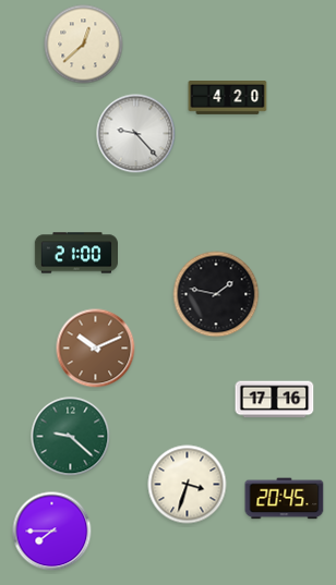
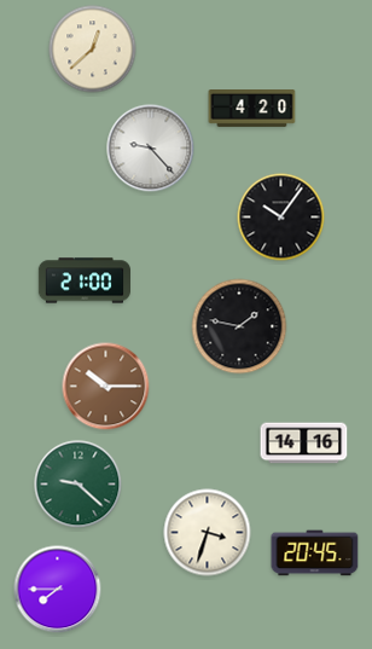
clock at (281, 218): none -> 10:06
clock at (96, 349): 10:11 -> 10:15
clock at (275, 400): 17:16 -> 14:16
clock at (188, 485) position: (188, 485) -> (208, 533)
